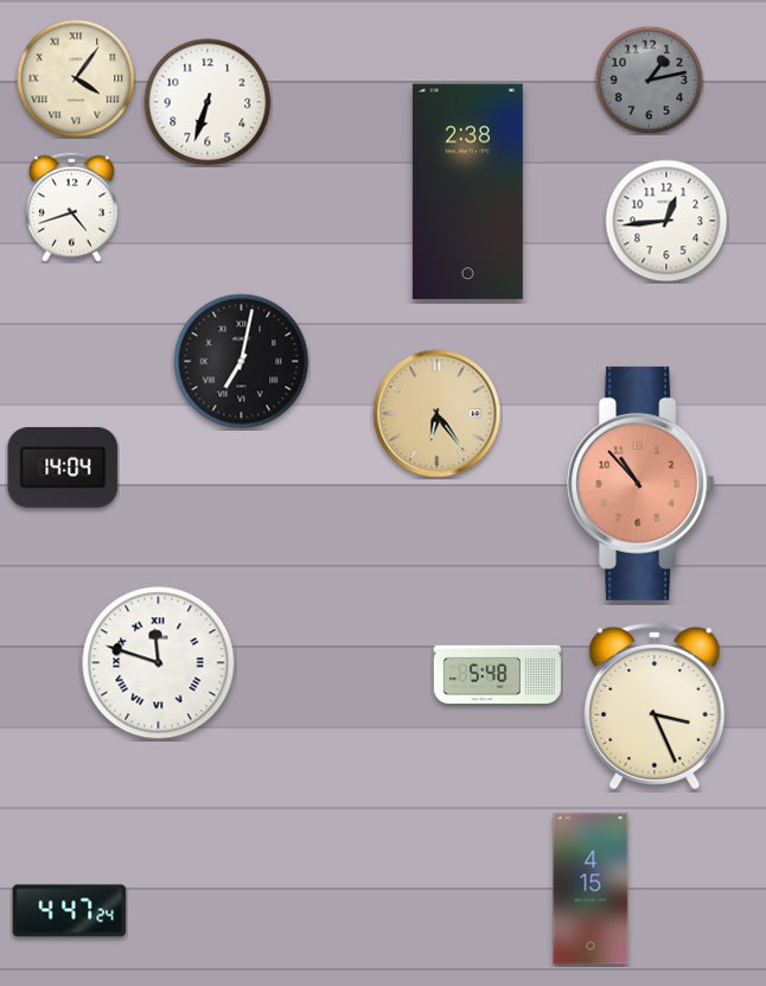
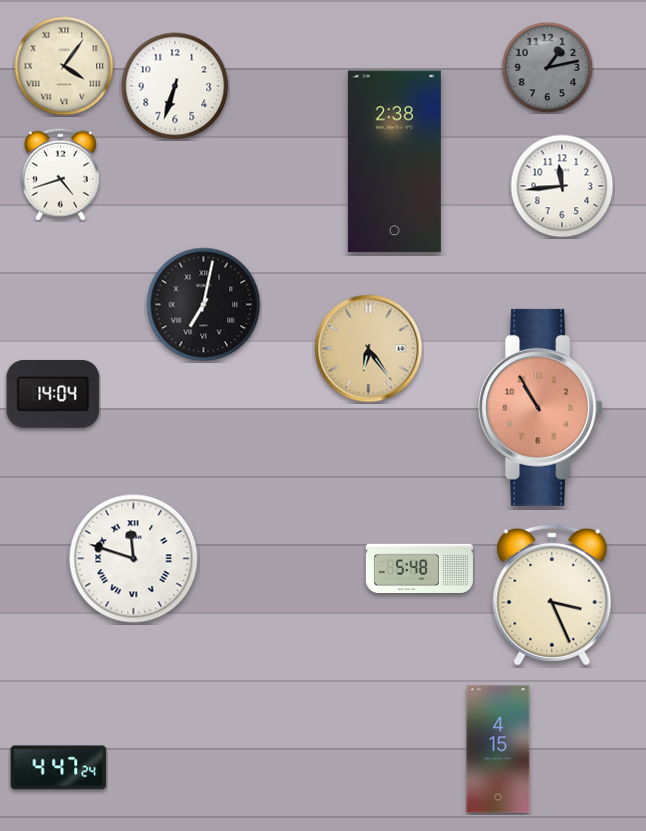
clock at (666, 221): 12:44 -> 11:44
clock at (641, 483): 10:53 -> 10:55
